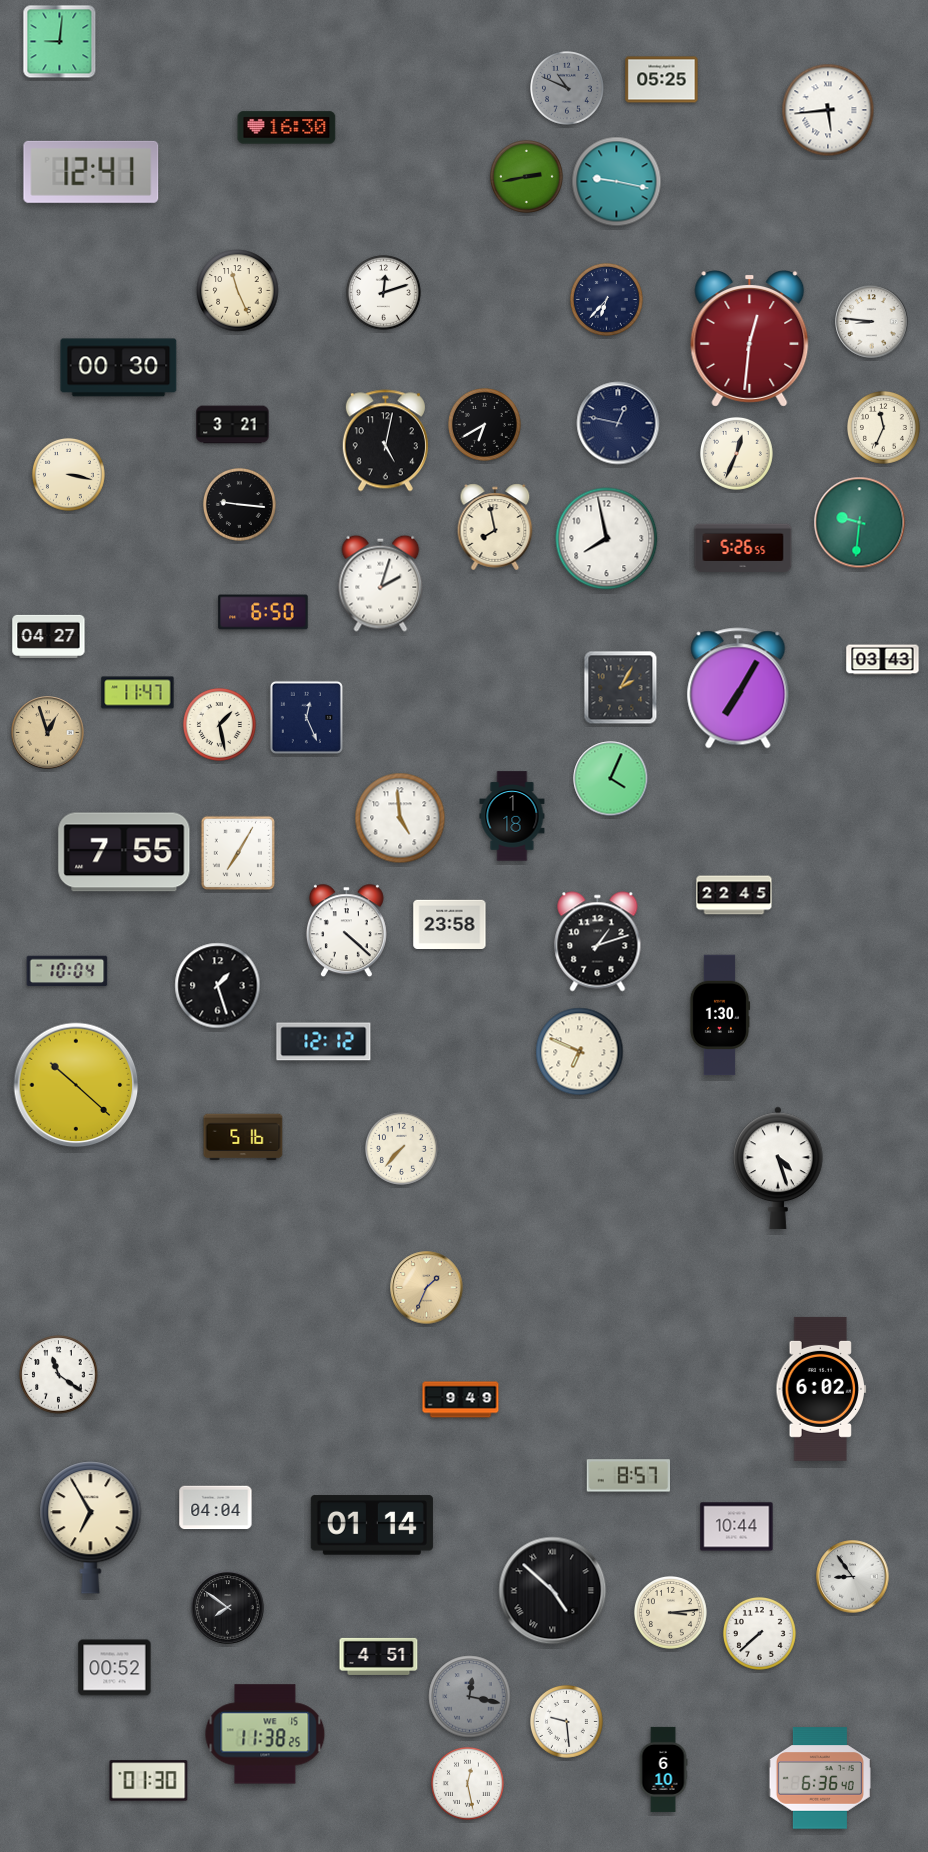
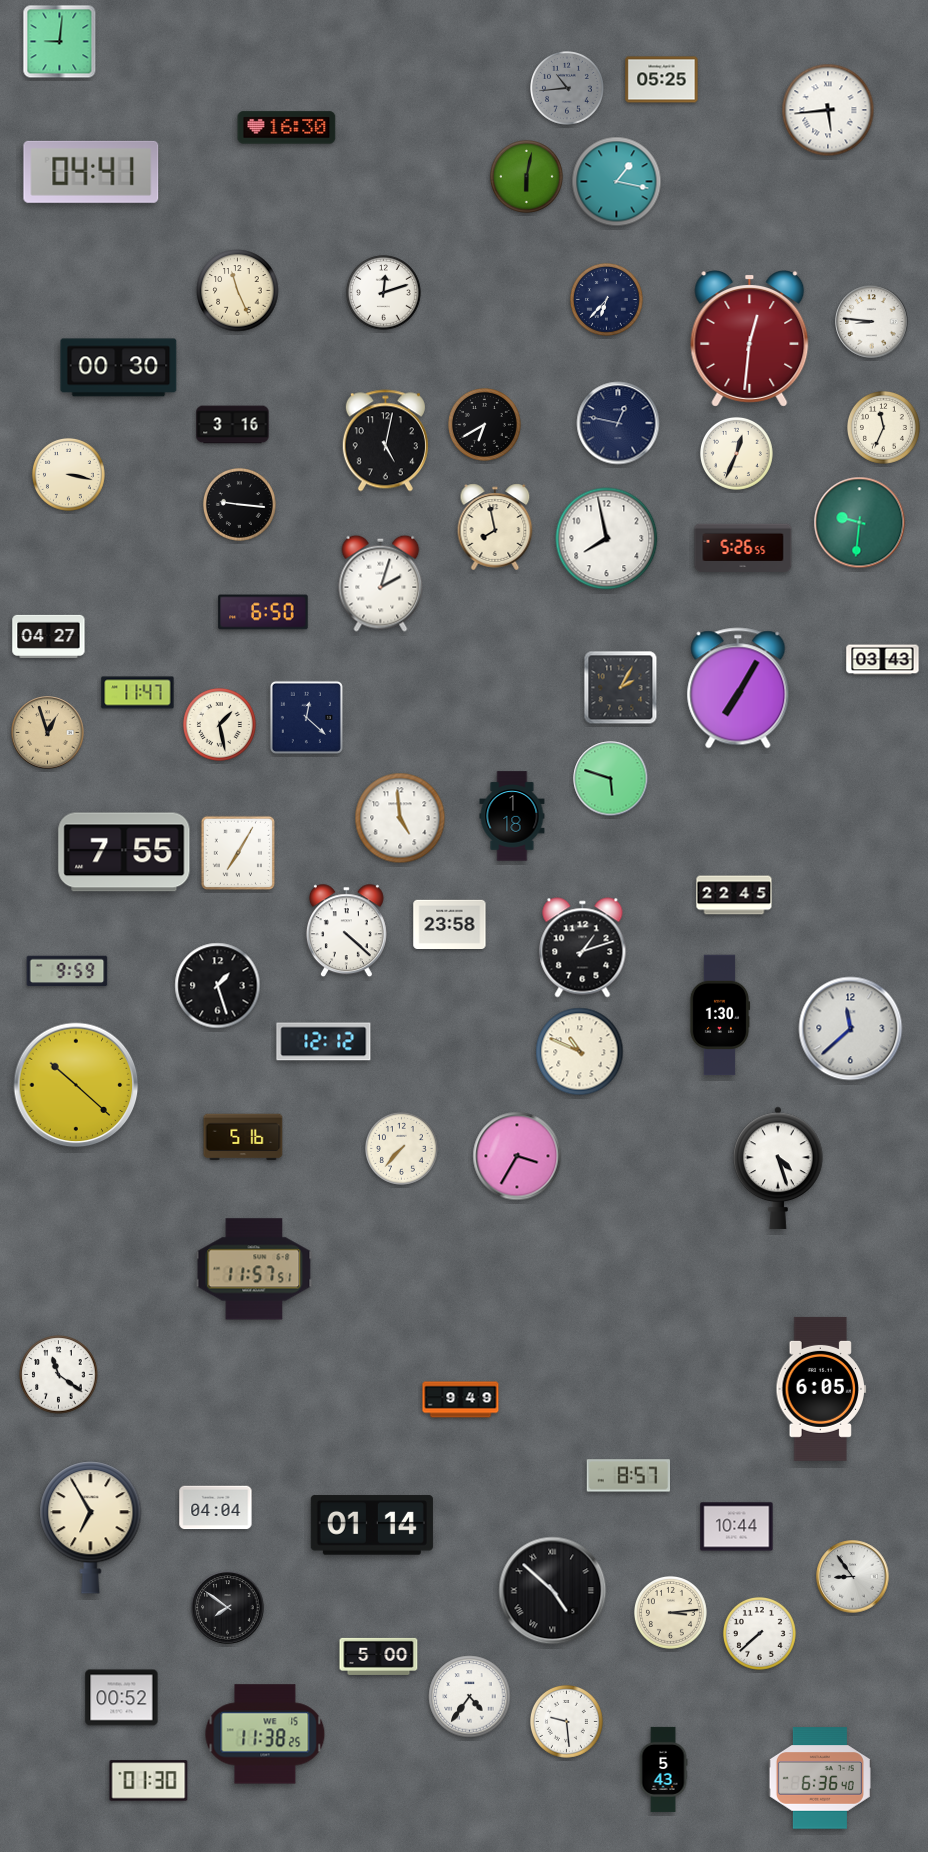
clock at (568, 89): 10:49 -> 10:44
clock at (91, 172): 12:41 -> 04:41
clock at (526, 176): 2:43 -> 6:02
clock at (617, 182): 9:17 -> 1:17
clock at (233, 425): 3:21 -> 3:16
clock at (306, 717): 12:26 -> 12:22
clock at (611, 779): 4:04 -> 5:48
clock at (598, 942) position: (598, 942) -> (583, 948)
clock at (67, 971): 10:04 -> 9:59
clock at (851, 1029): none -> 11:38
clock at (580, 1052): 6:49 -> 10:49
clock at (517, 1156): none -> 3:35
clock at (254, 1269): none -> 11:57
clock at (427, 1288): 1:34 -> none
clock at (821, 1389): 6:02 -> 6:05
clock at (379, 1656): 4:51 -> 5:00
clock at (115, 1668) position: (115, 1668) -> (122, 1698)
clock at (470, 1697): 12:17 -> 4:36
clock at (470, 1697) dial: grey -> white
clock at (663, 1769): 6:10 -> 5:43
clock at (467, 1783): 12:28 -> none
